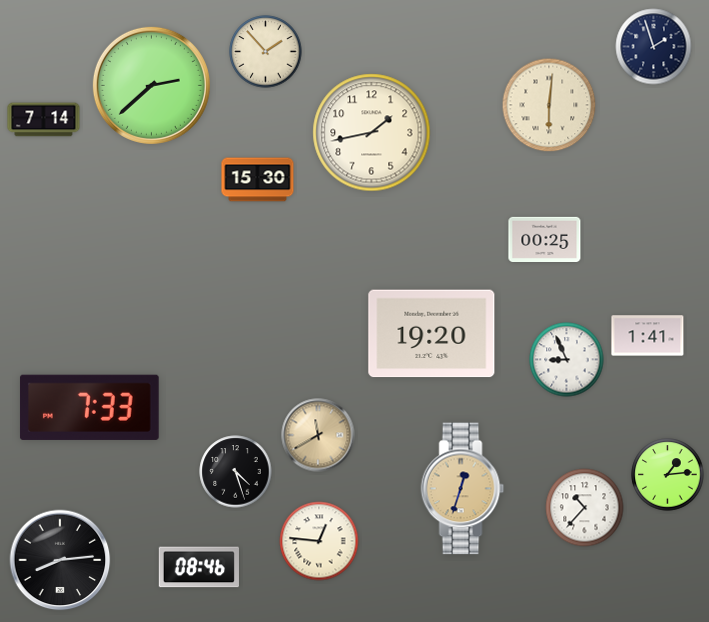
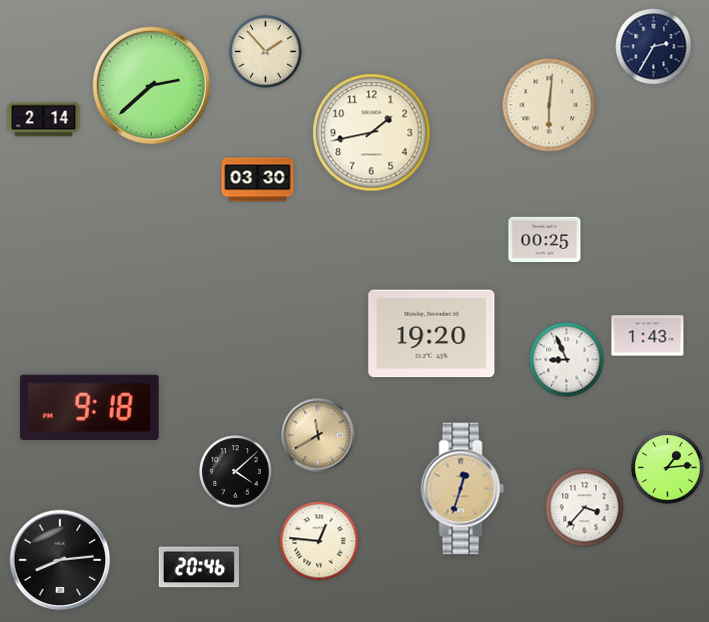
clock at (654, 47): 1:57 -> 2:35
clock at (44, 120): 7:14 -> 2:14
clock at (258, 180): 15:30 -> 03:30
clock at (648, 336): 1:41 -> 1:43
clock at (89, 407): 7:33 -> 9:18
clock at (236, 472): 4:27 -> 4:08
clock at (668, 475) position: (668, 475) -> (668, 468)
clock at (585, 508): 10:37 -> 3:37
clock at (199, 567): 08:46 -> 20:46
